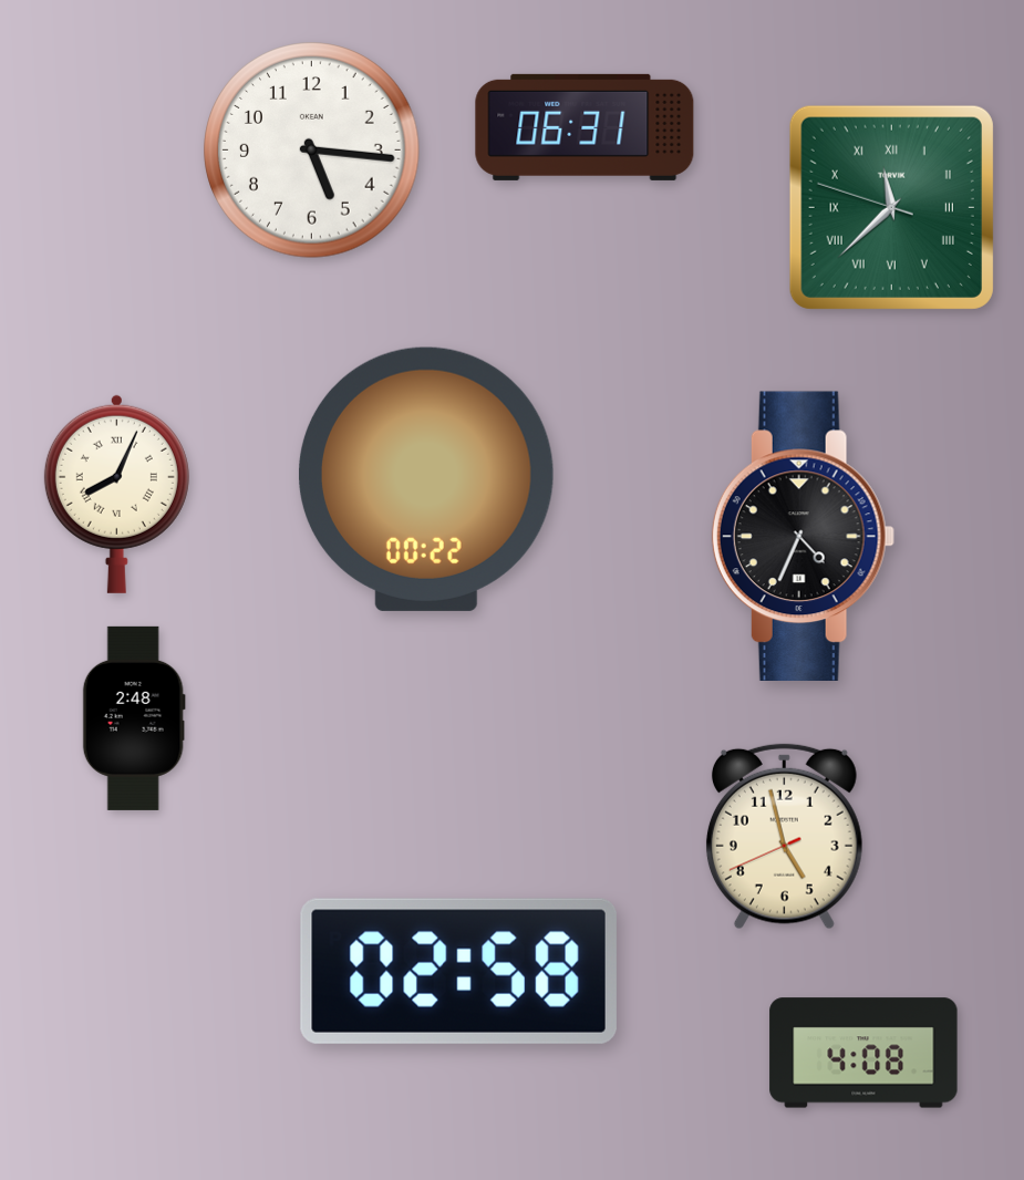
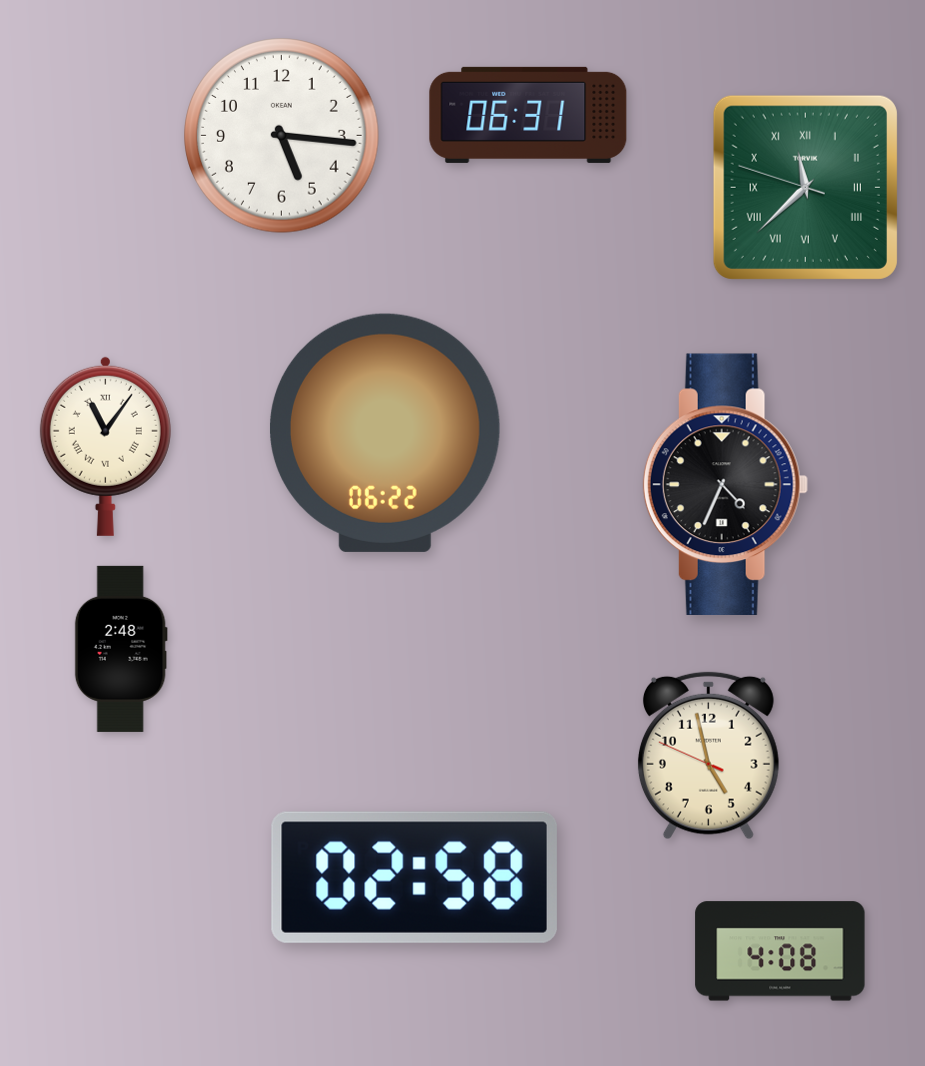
clock at (426, 479): 00:22 -> 06:22
clock at (116, 494): 8:04 -> 11:06
clock at (784, 837): 4:57:41 -> 4:57:49
